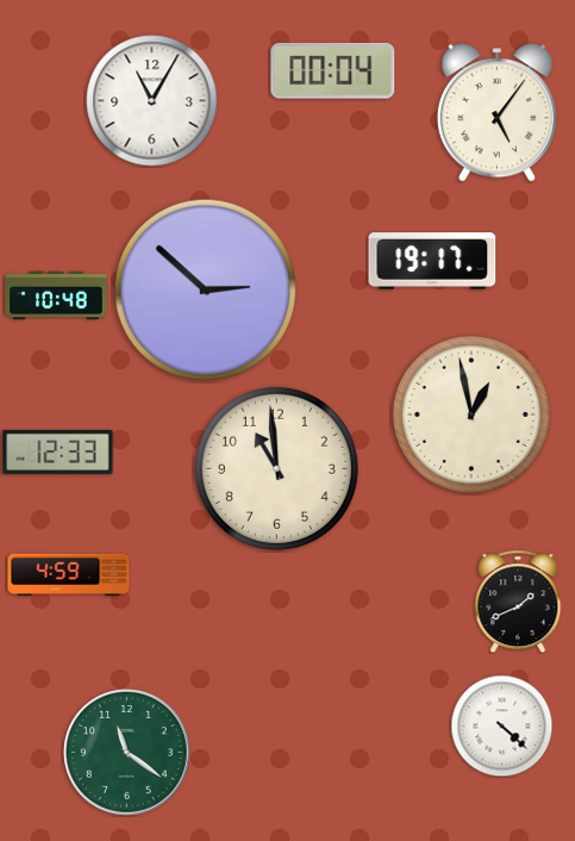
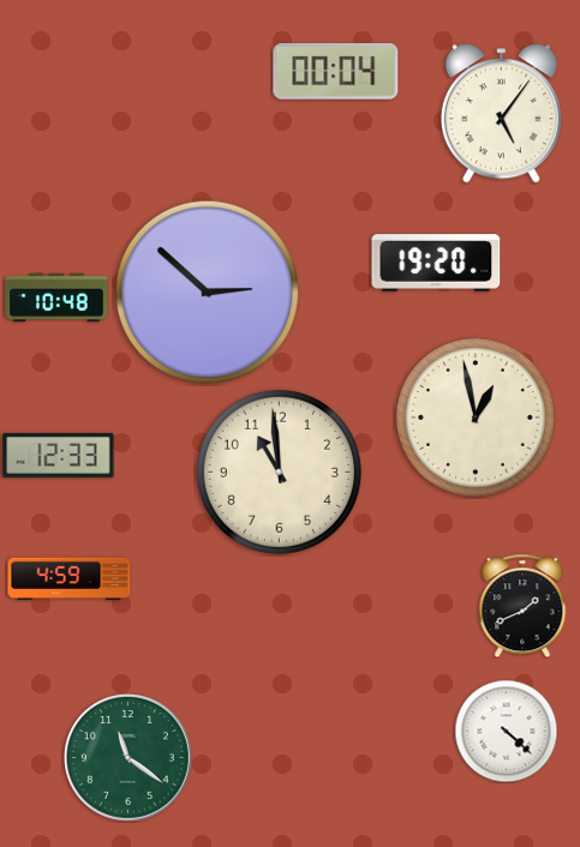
clock at (152, 101): 11:05 -> none
clock at (432, 261): 19:17 -> 19:20
